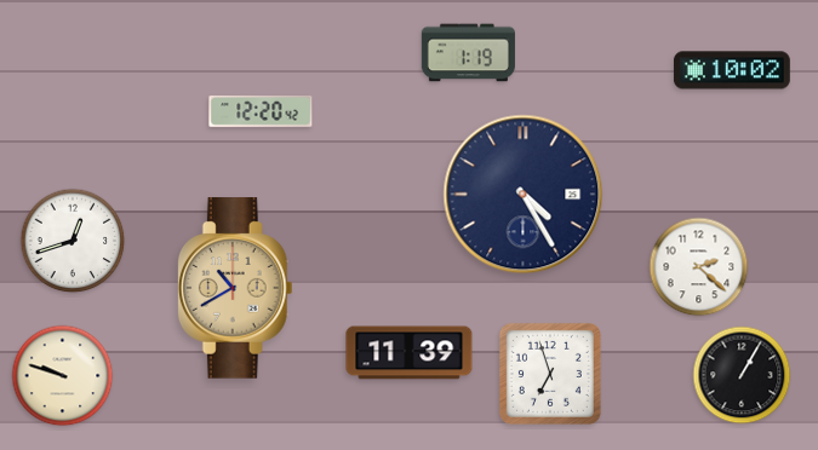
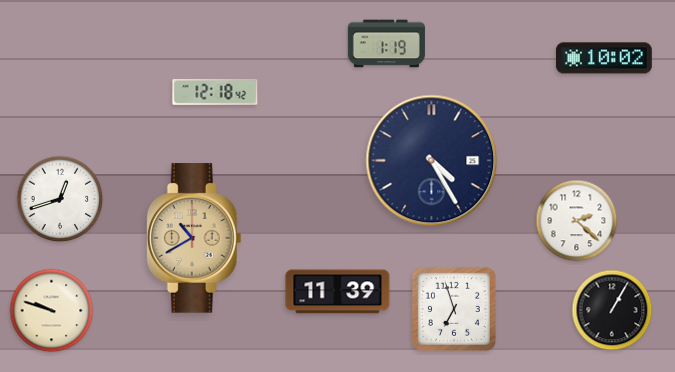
clock at (261, 111): 12:20 -> 12:18
